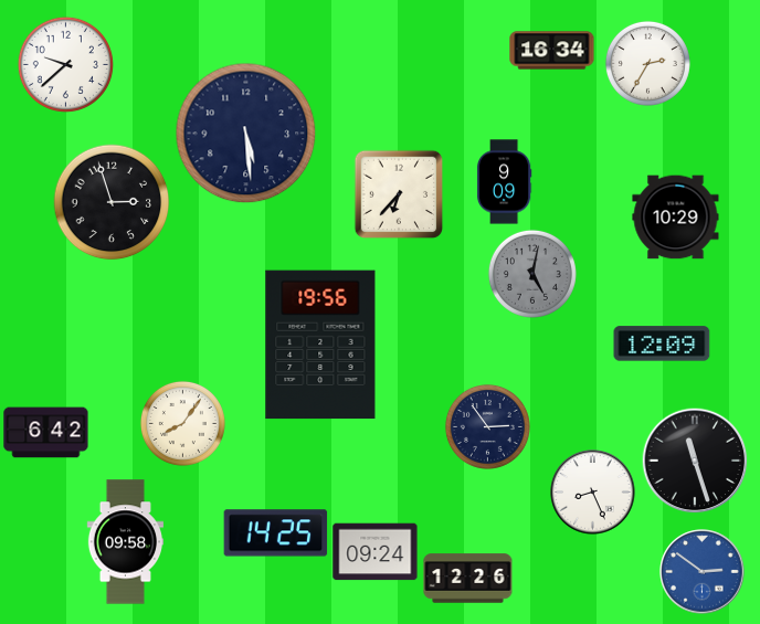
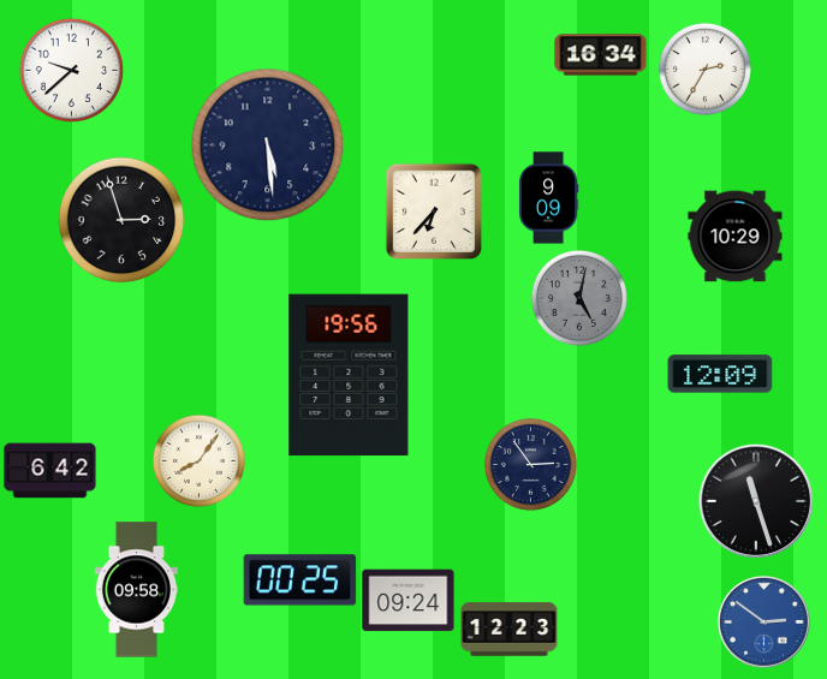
clock at (593, 493): 8:26 -> none
clock at (276, 533): 14:25 -> 00:25
clock at (468, 579): 12:26 -> 12:23
